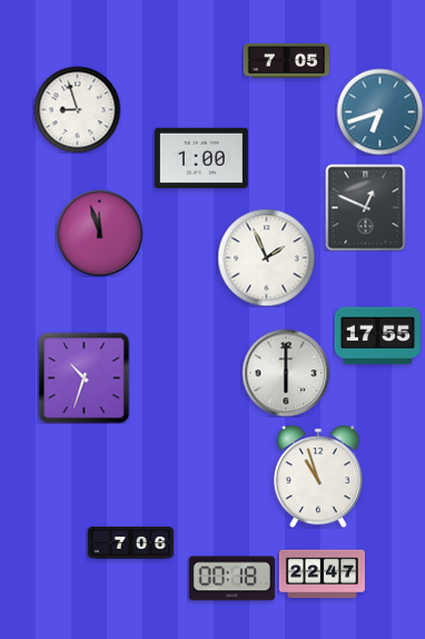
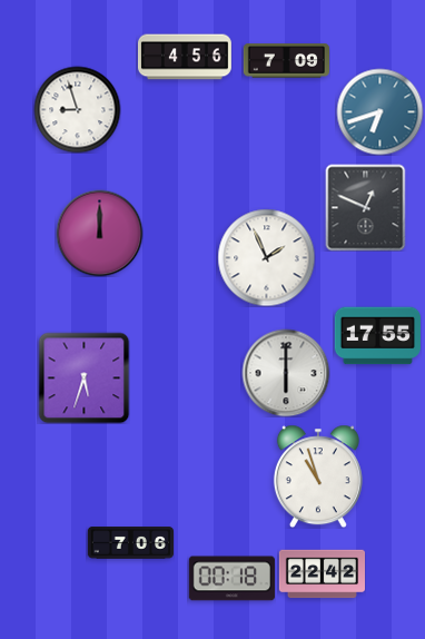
clock at (186, 57): none -> 4:56
clock at (286, 61): 7:05 -> 7:09
clock at (201, 157): 1:00 -> none
clock at (99, 233): 11:57 -> 12:00
clock at (83, 377): 10:33 -> 5:33
clock at (322, 574): 22:47 -> 22:42
